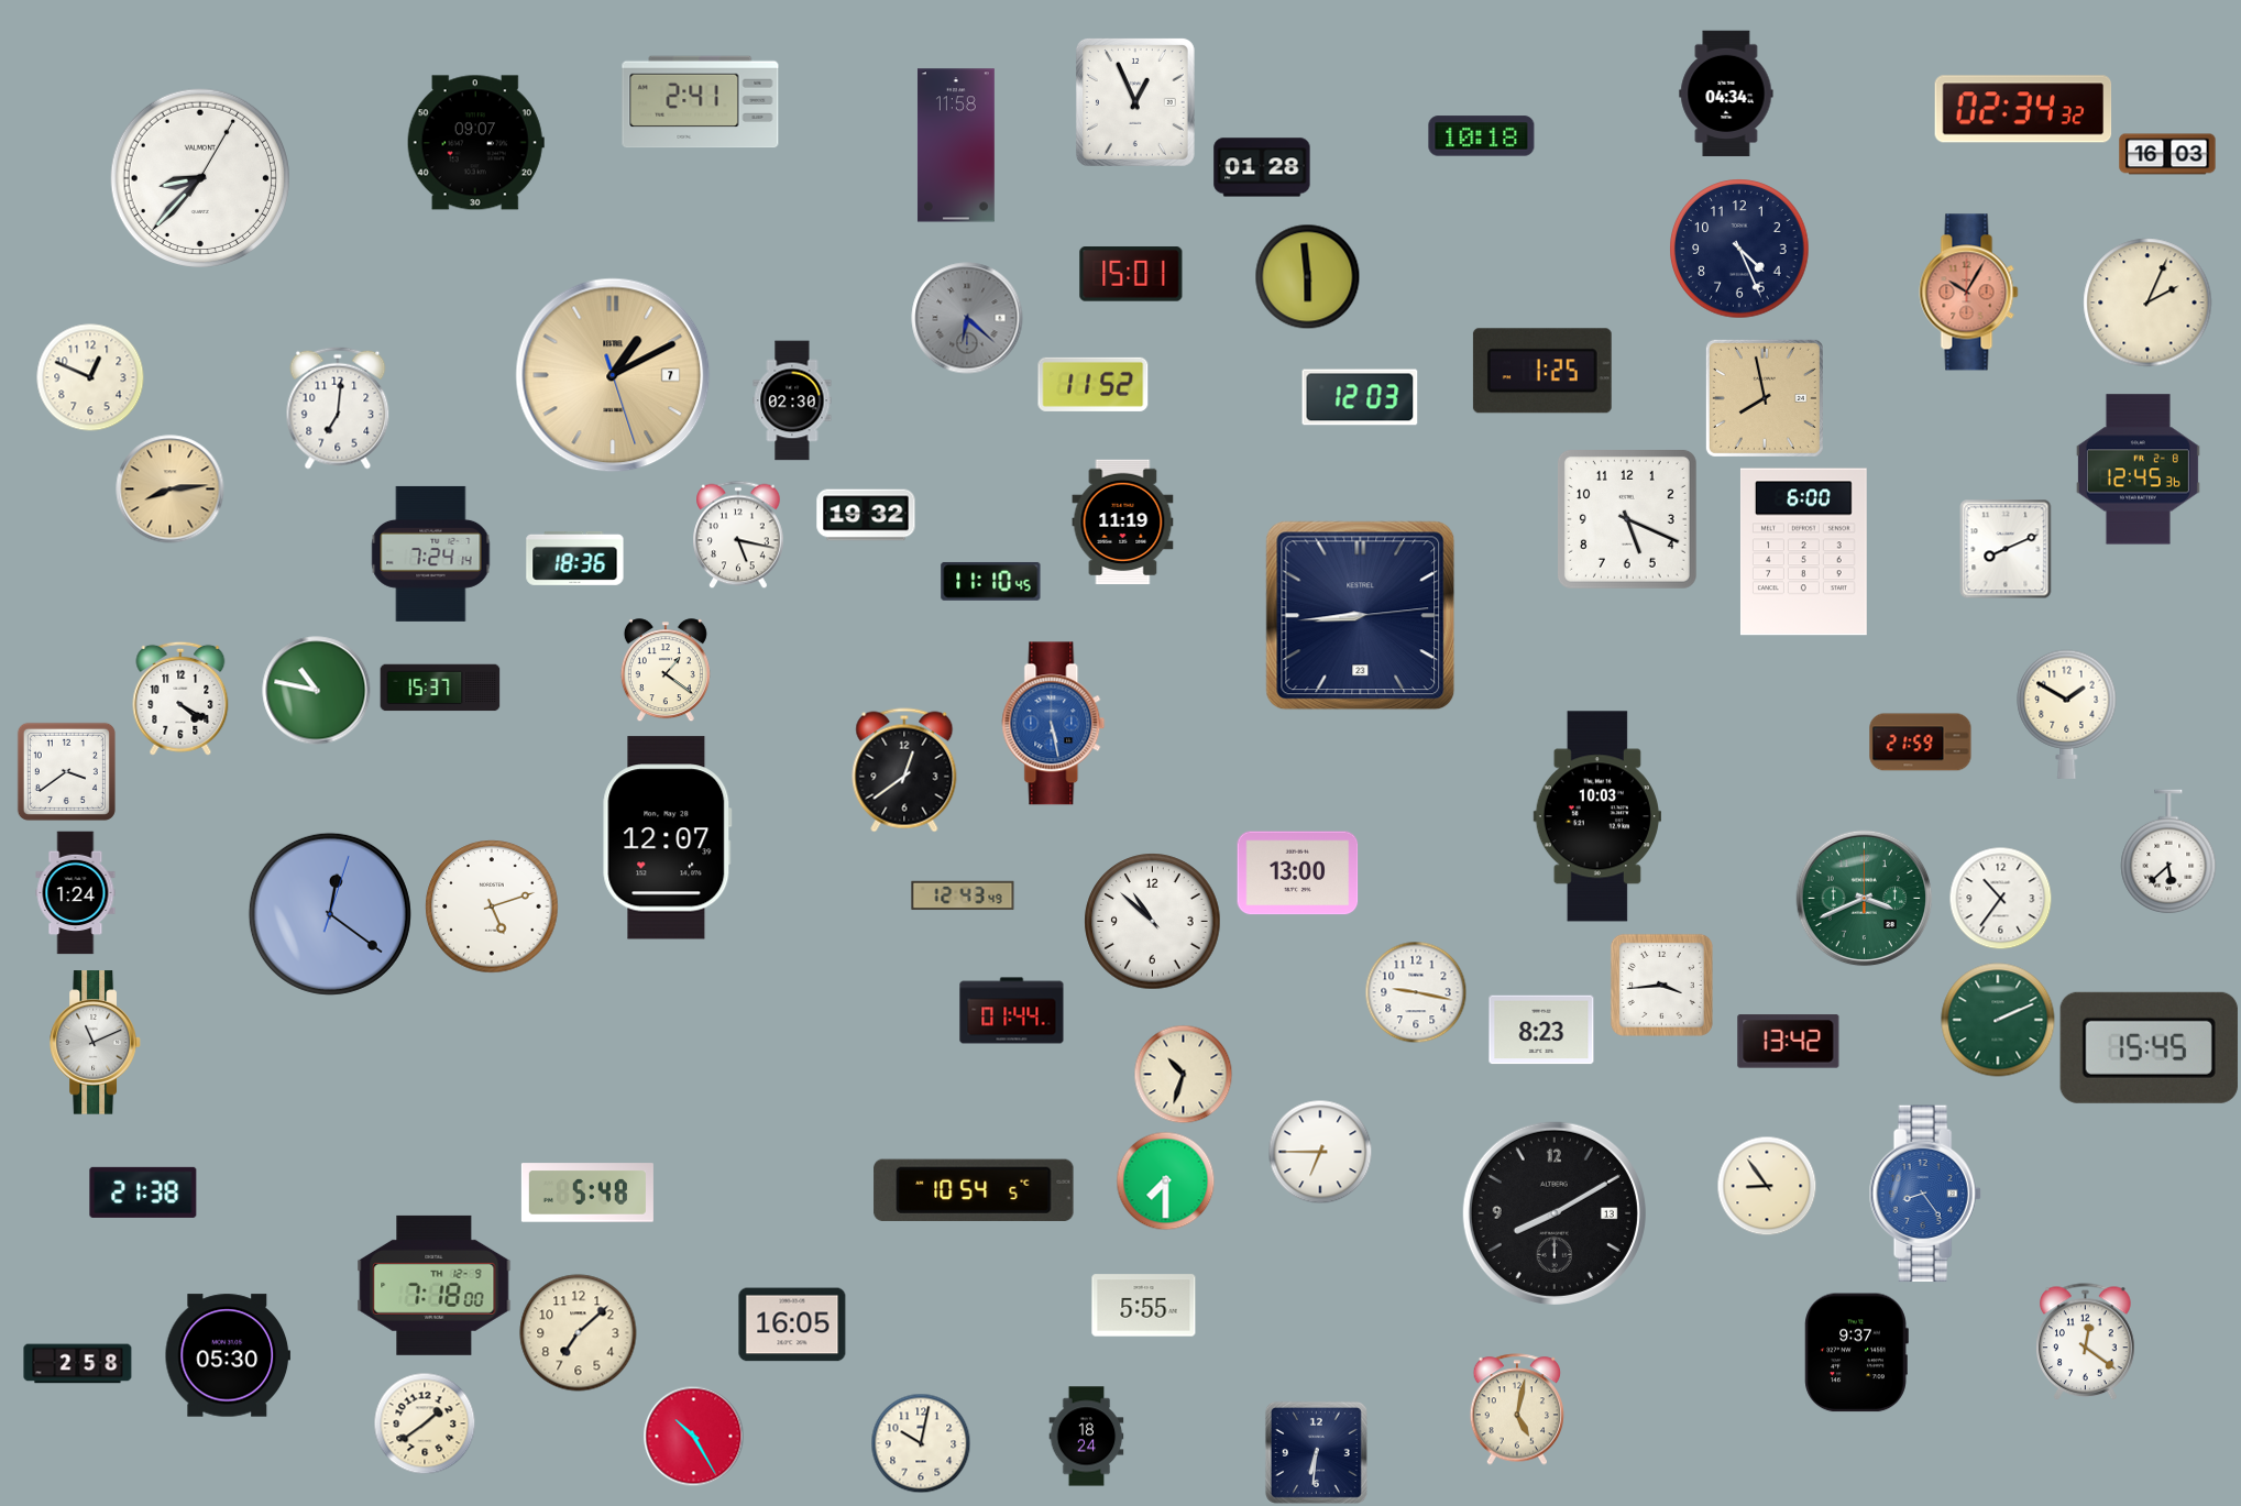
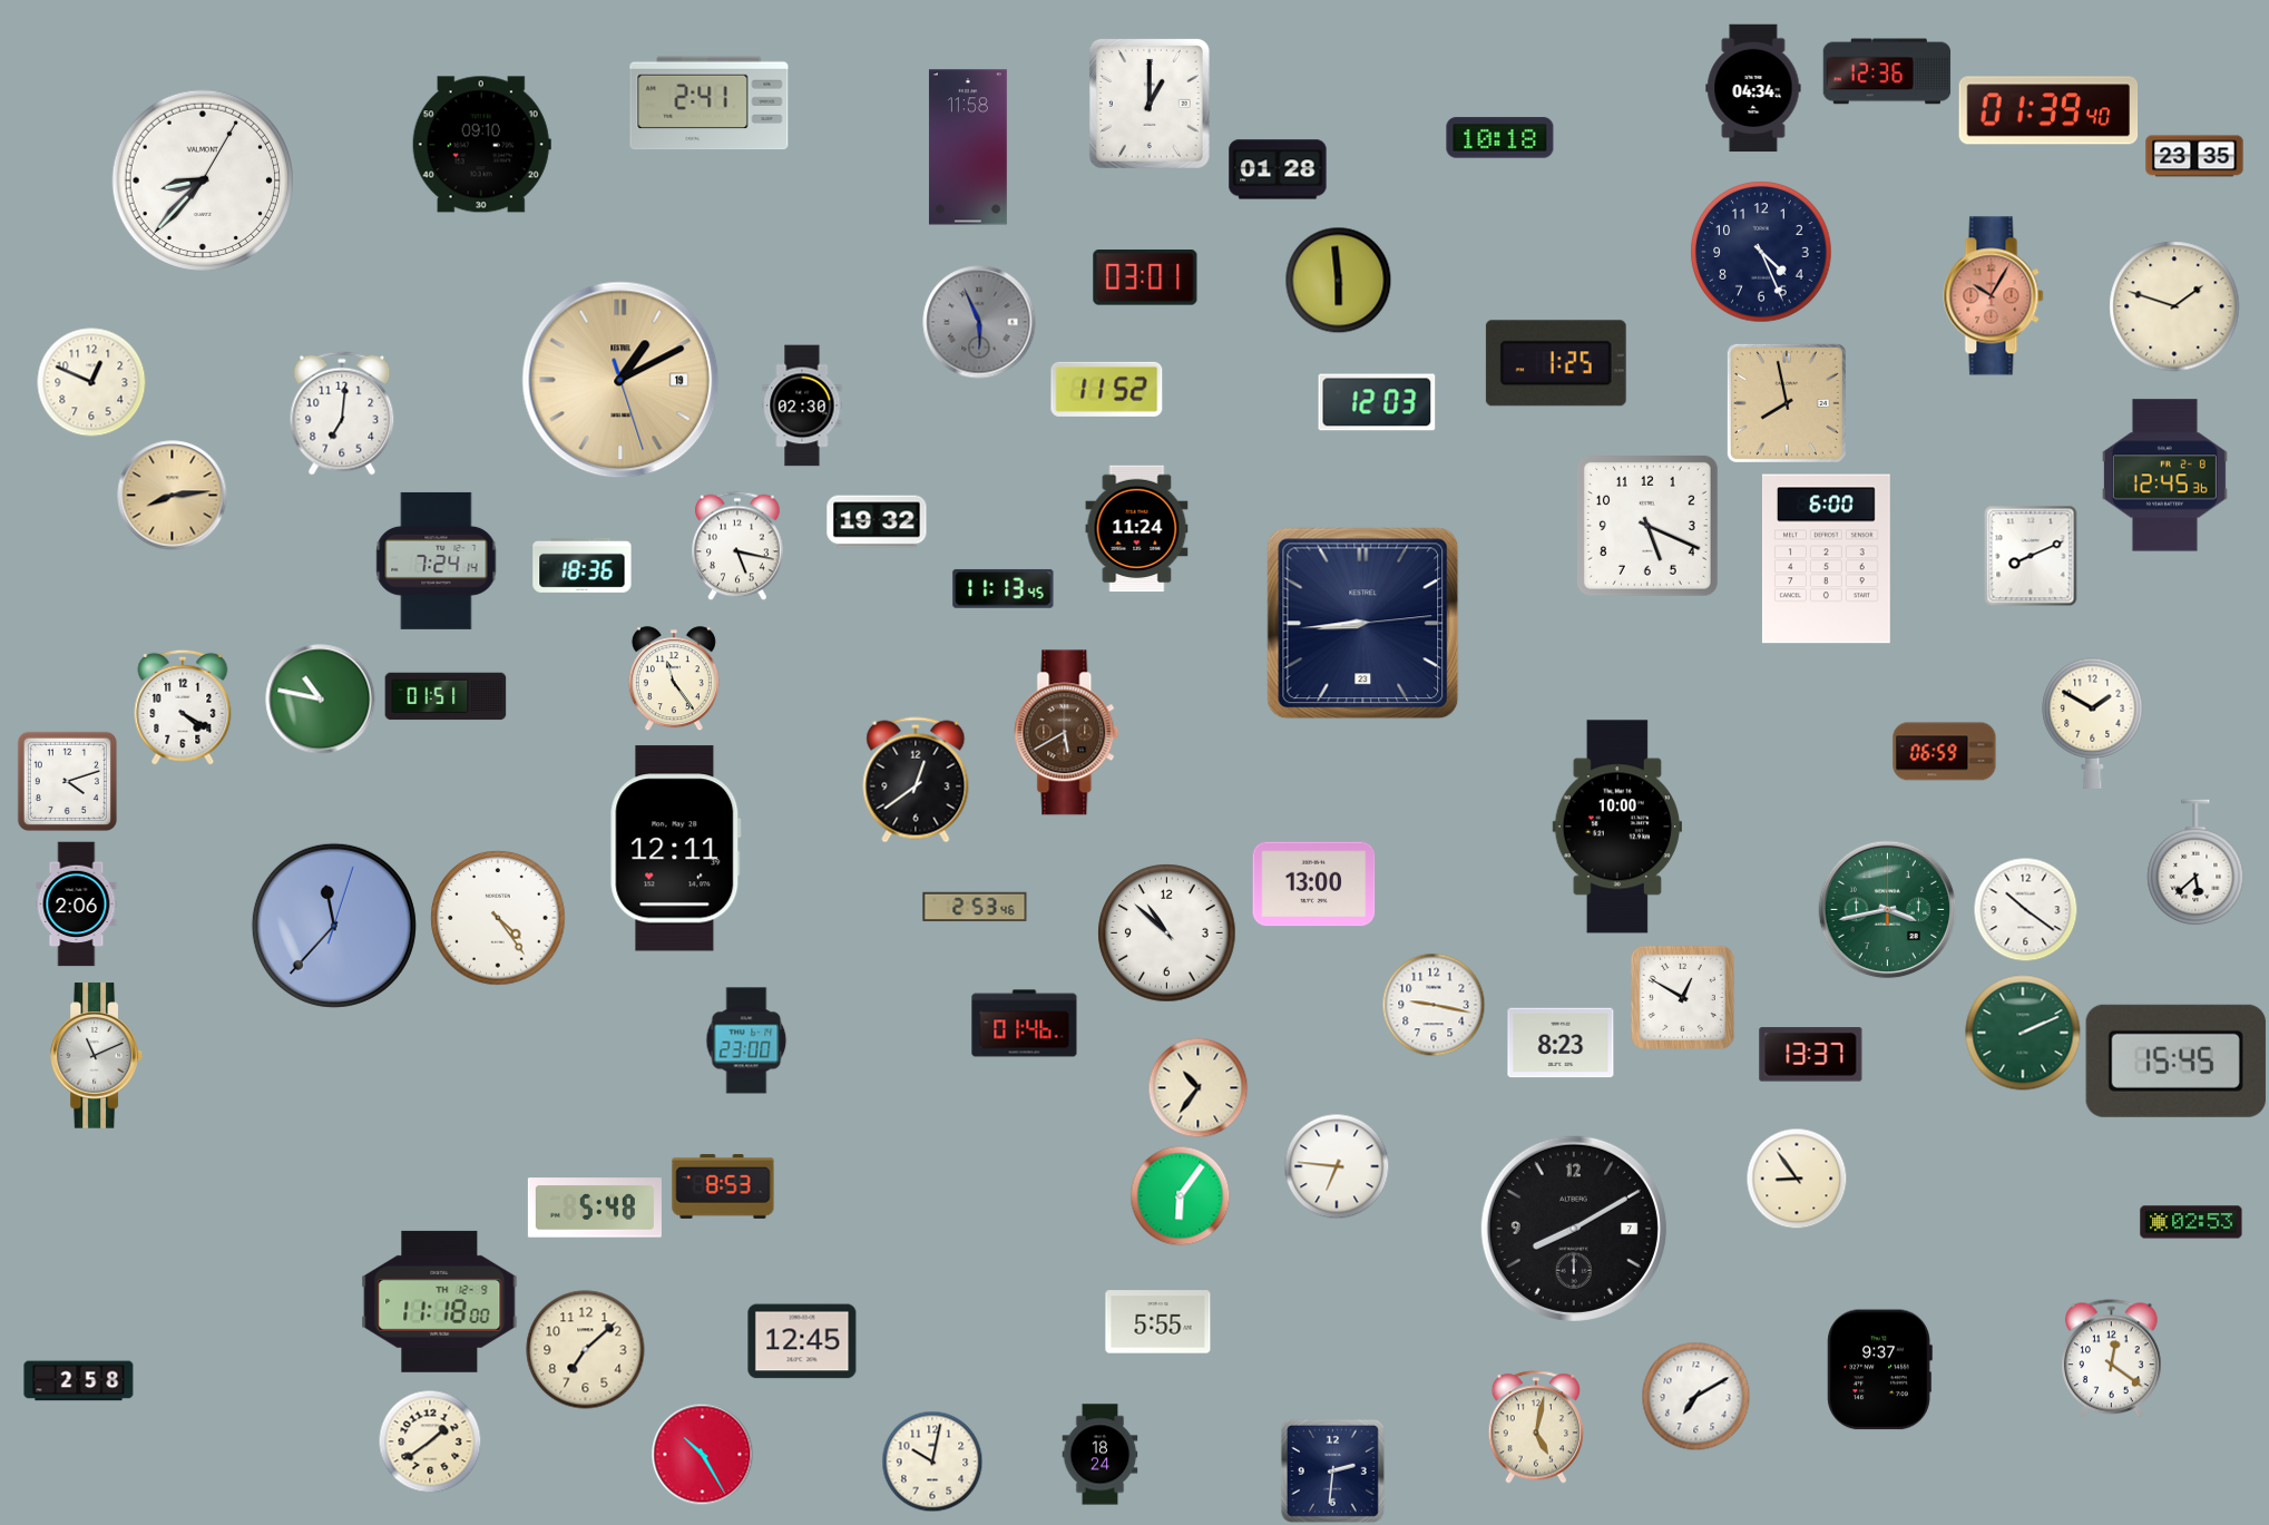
clock at (1887, 71): none -> 12:36
clock at (1726, 94) position: (1726, 94) -> (1753, 88)
clock at (1135, 102): 12:56 -> 1:00
clock at (2023, 109): 02:34 -> 01:39
clock at (475, 143): 09:07 -> 09:10
clock at (2167, 154): 16:03 -> 23:35
clock at (1131, 274): 15:01 -> 03:01
clock at (1307, 276) position: (1307, 276) -> (1338, 280)
clock at (2147, 303): 2:04 -> 1:48
clock at (967, 318): 6:22 -> 5:56
clock at (1542, 371) position: (1542, 371) -> (1556, 363)
clock at (613, 375) date: 7 -> 19
clock at (1123, 523): 11:19 -> 11:24
clock at (738, 535) position: (738, 535) -> (737, 546)
clock at (991, 581): 11:10 -> 11:13
clock at (1361, 616) position: (1361, 616) -> (1363, 624)
clock at (666, 670): 1:21 -> 11:24
clock at (440, 688): 15:37 -> 01:51
clock at (1054, 724): 5:28 -> 5:40
clock at (1054, 724) dial: blue -> brown
clock at (1921, 743): 21:59 -> 06:59
clock at (66, 771): 3:39 -> 4:12
clock at (1596, 816): 10:03 -> 10:00
clock at (668, 838): 12:07 -> 12:11
clock at (76, 893): 1:24 -> 2:06
clock at (963, 895): 12:43 -> 2:53
clock at (2000, 898): 10:36 -> 10:21
clock at (1865, 899): 3:41 -> 3:43
clock at (492, 906): 5:12 -> 4:24
clock at (330, 914): 12:21 -> 11:37
clock at (1661, 985): 3:44 -> 12:50
clock at (1012, 1011): 01:44 -> 01:46
clock at (746, 1040): none -> 23:00
clock at (1789, 1042): 13:42 -> 13:37
clock at (1183, 1074): 10:33 -> 10:36
clock at (1320, 1152): 6:45 -> 6:46
clock at (723, 1186): none -> 8:53
clock at (1165, 1180): 7:30 -> 6:06
clock at (1767, 1186) position: (1767, 1186) -> (1797, 1179)
clock at (974, 1190): 10:54 -> none
clock at (143, 1192): 21:38 -> none
clock at (1925, 1194): 8:24 -> none
clock at (2191, 1222): none -> 02:53
clock at (1555, 1213) date: 13 -> 7
clock at (435, 1285): 7:18 -> 11:18
clock at (792, 1324): 16:05 -> 12:45
clock at (227, 1355): 05:30 -> none
clock at (1695, 1396): none -> 7:10
clock at (1316, 1452): 6:31 -> 2:31
